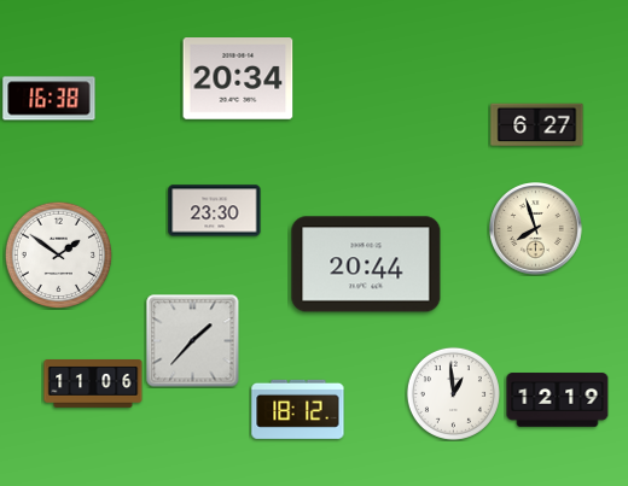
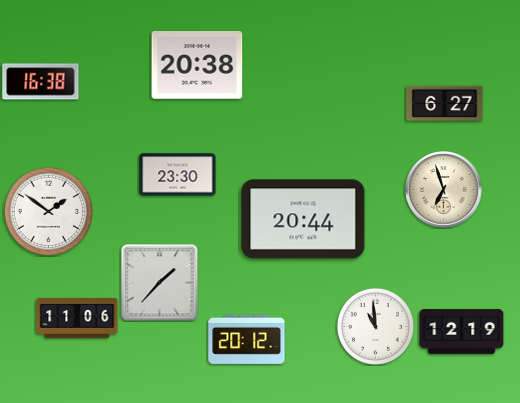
clock at (238, 78): 20:34 -> 20:38
clock at (536, 229): 7:57 -> 6:57
clock at (453, 393): 12:59 -> 10:59
clock at (298, 409): 18:12 -> 20:12
